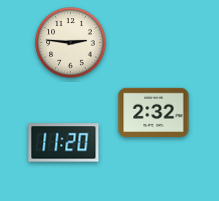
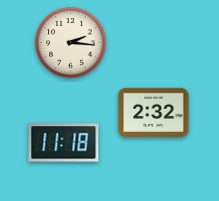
clock at (71, 43): 2:46 -> 2:16
clock at (64, 143): 11:20 -> 11:18
